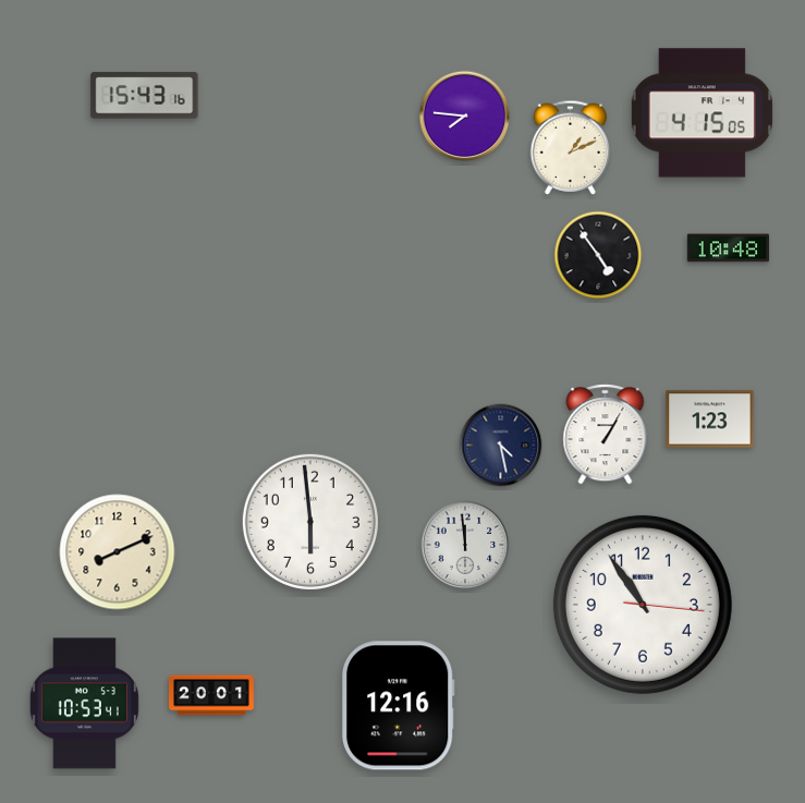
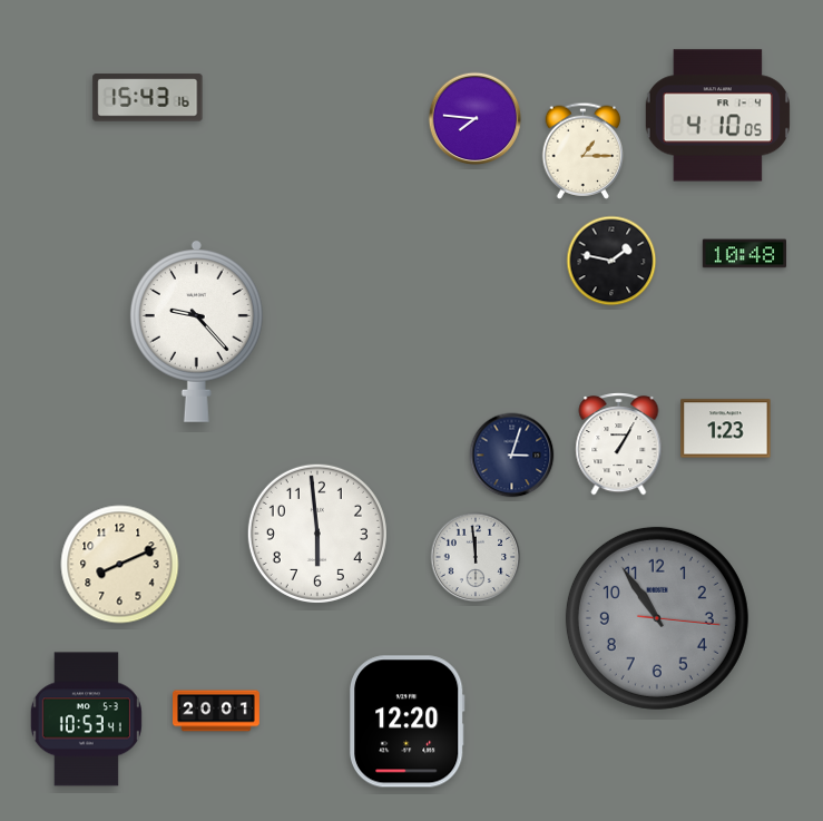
clock at (702, 113): 4:15 -> 4:10
clock at (571, 147): 1:11 -> 1:15
clock at (598, 255): 4:54 -> 1:47
clock at (196, 331): none -> 9:23
clock at (501, 446): 4:28 -> 3:03
clock at (643, 605) dial: white -> grey
clock at (398, 706): 12:16 -> 12:20
